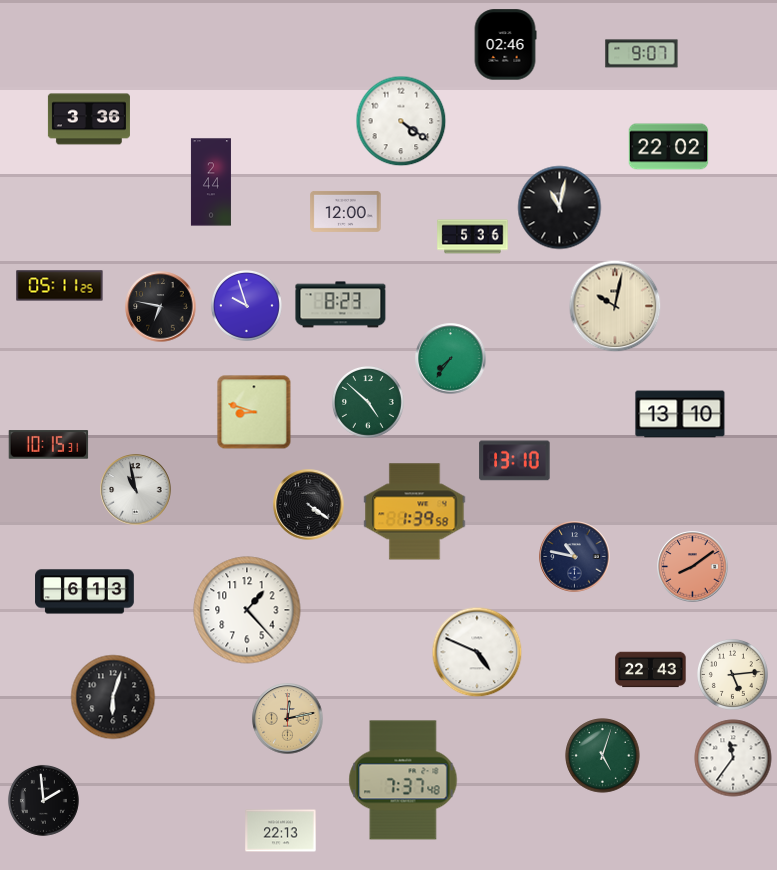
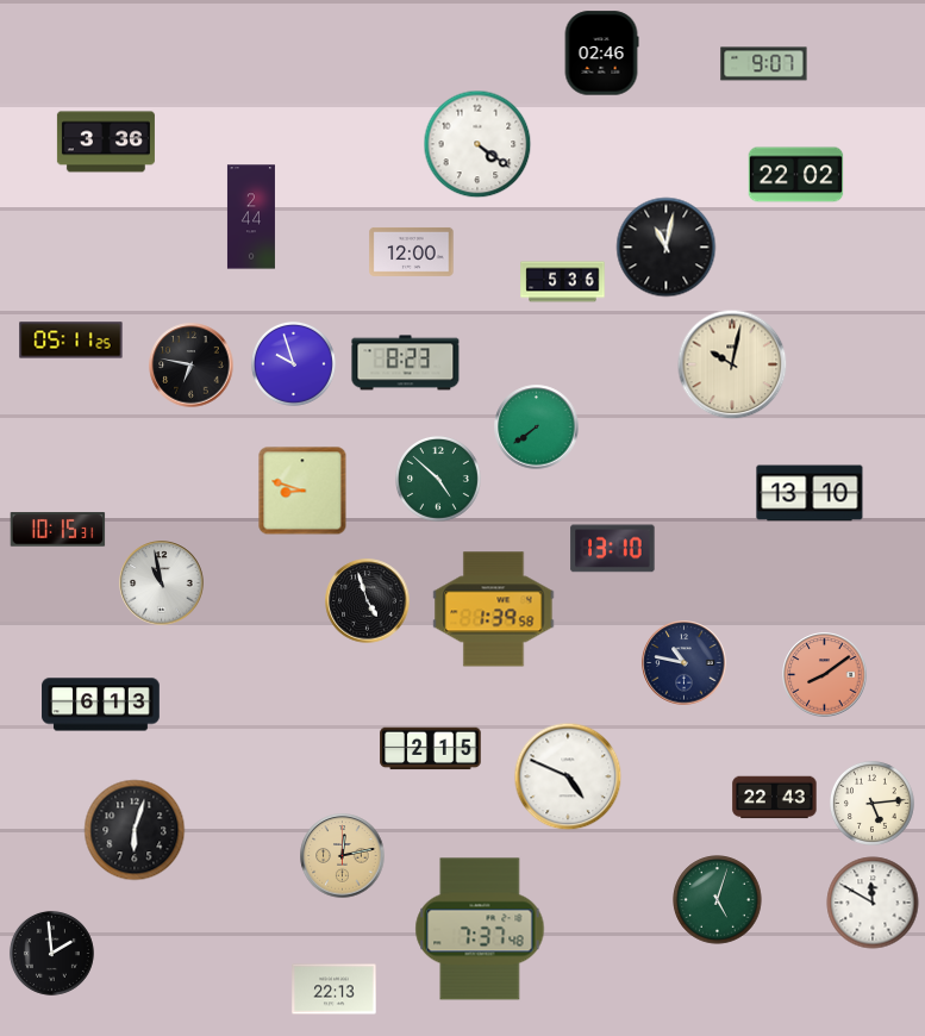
clock at (451, 359): 7:36 -> 7:39
clock at (309, 505): 4:21 -> 4:57
clock at (247, 610): 1:23 -> none
clock at (431, 749): none -> 2:15
clock at (733, 758): 11:36 -> 11:50
